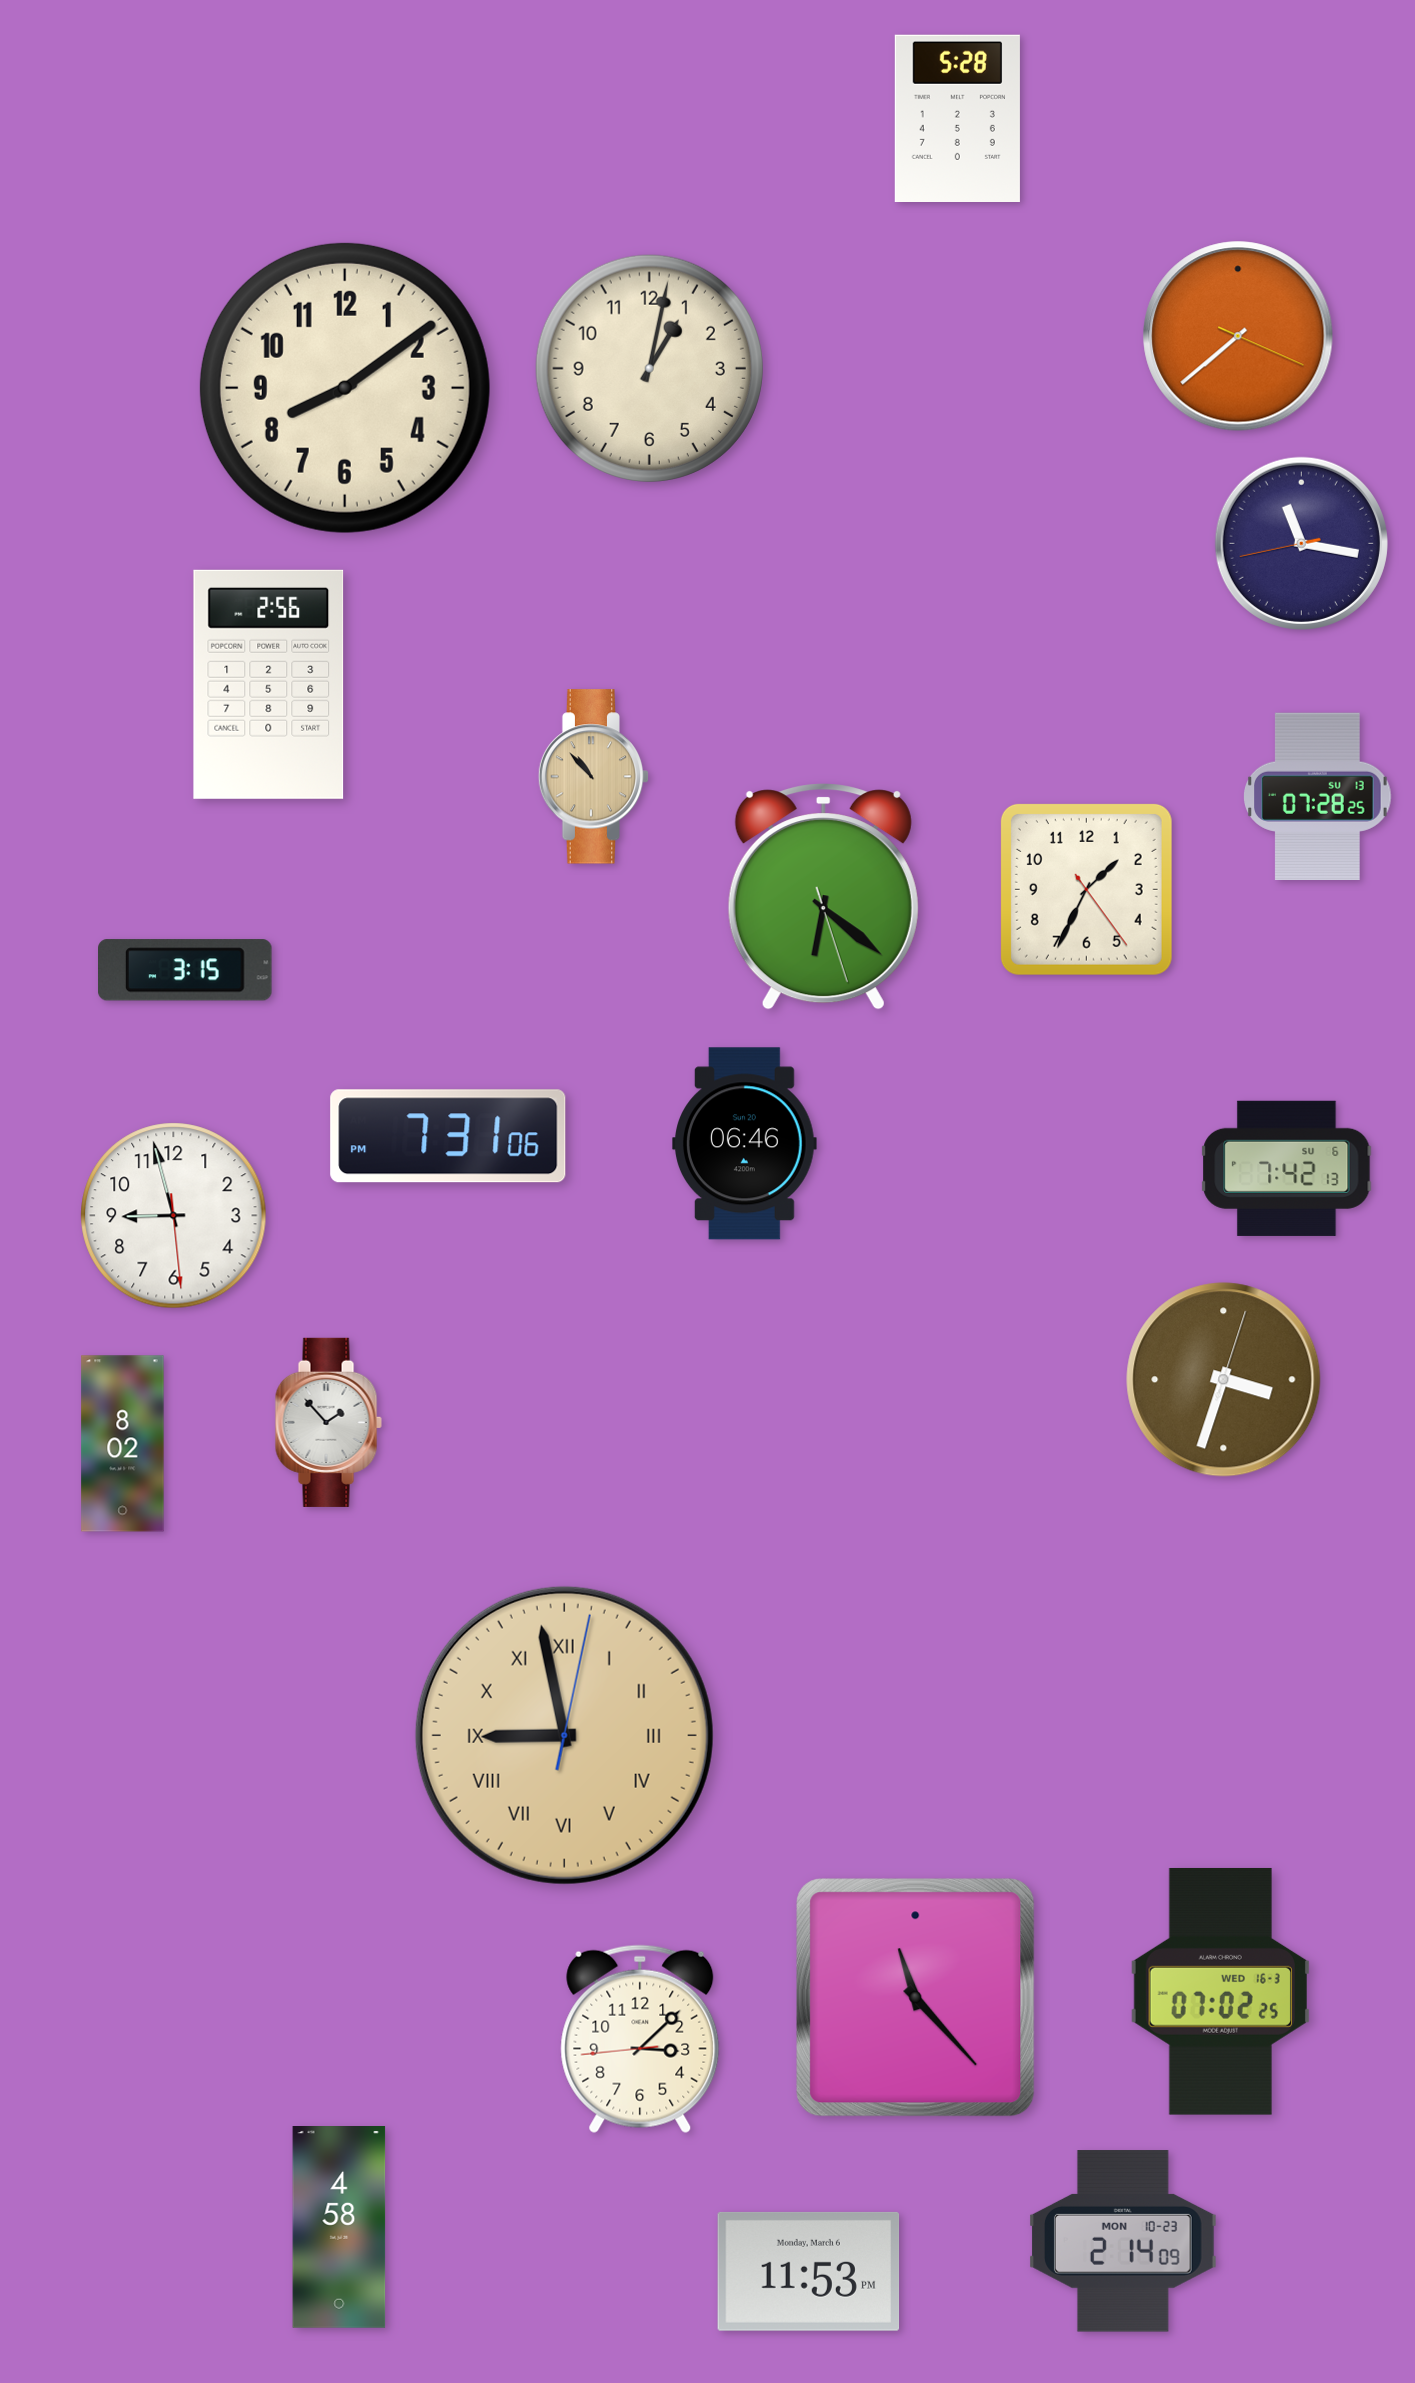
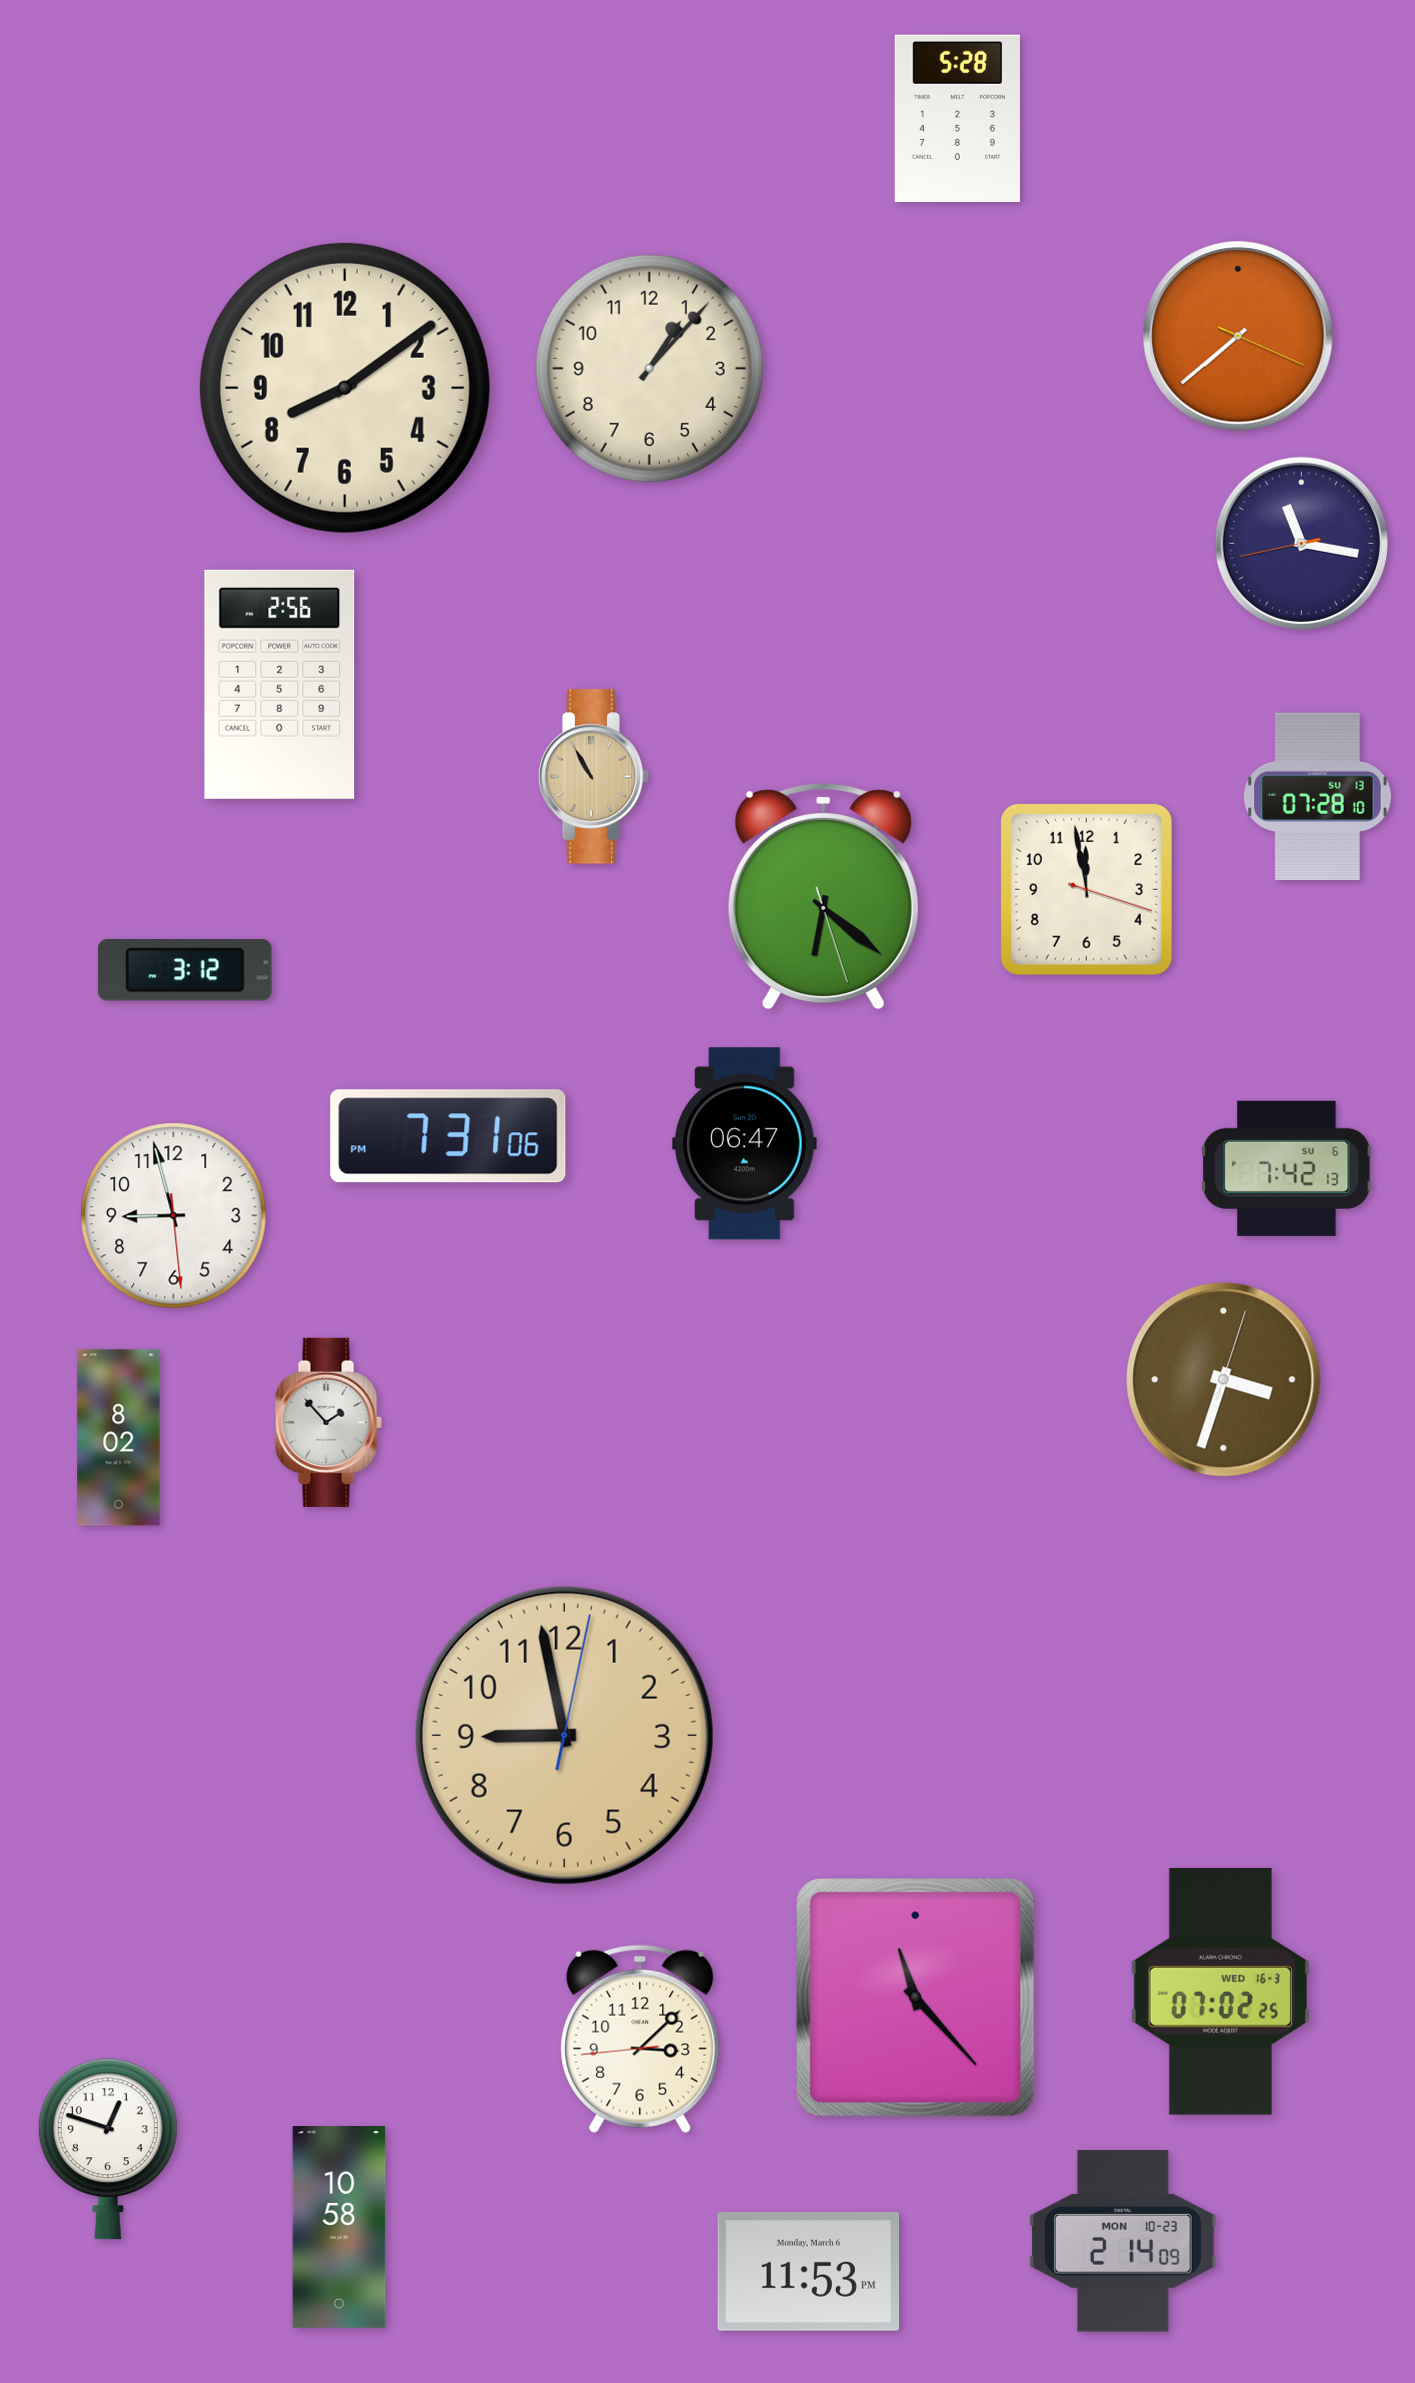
clock at (649, 368): 1:02 -> 1:07
clock at (269, 684) position: (269, 684) -> (280, 684)
clock at (594, 777): 10:53 -> 10:55
clock at (1318, 796): 07:28:25 -> 07:28:10
clock at (1086, 889): 1:34 -> 11:58
clock at (186, 970): 3:15 -> 3:12
clock at (745, 1144): 06:46 -> 06:47
clock at (123, 1444) position: (123, 1444) -> (119, 1438)
clock at (564, 1735) numerals: Roman -> Arabic
clock at (108, 2149): none -> 12:48
clock at (339, 2228): 4:58 -> 10:58
